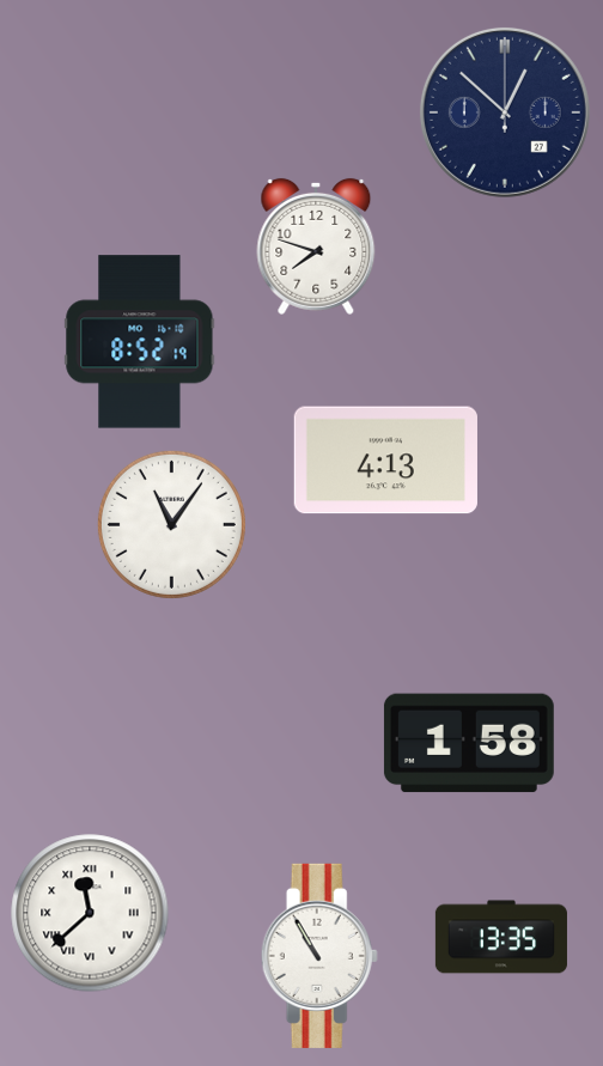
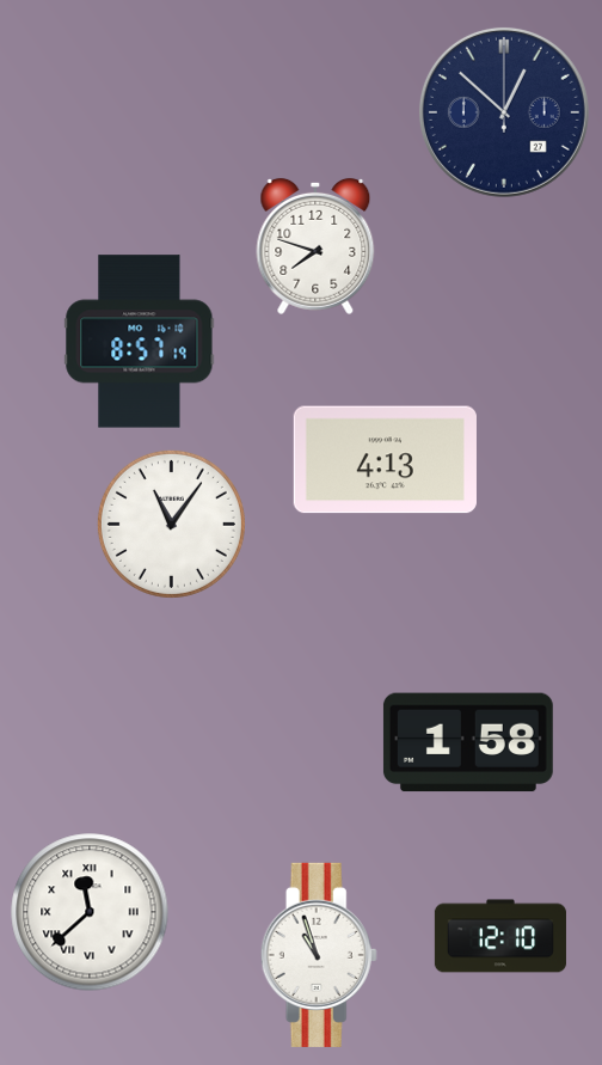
clock at (140, 342): 8:52 -> 8:57
clock at (501, 937): 13:35 -> 12:10
clock at (319, 956): 10:55 -> 10:57
